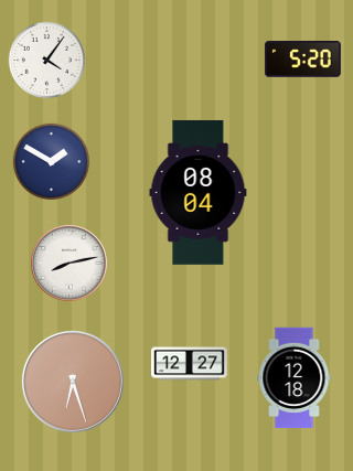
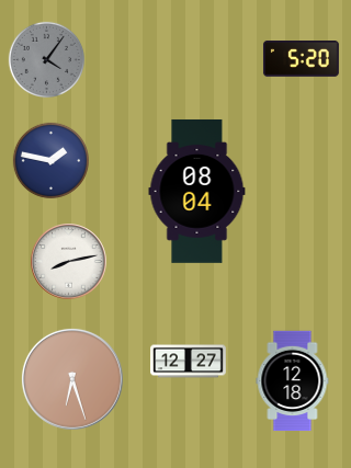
clock at (46, 60) dial: white -> grey
clock at (51, 161): 1:50 -> 1:47
clock at (295, 378) position: (295, 378) -> (293, 381)
